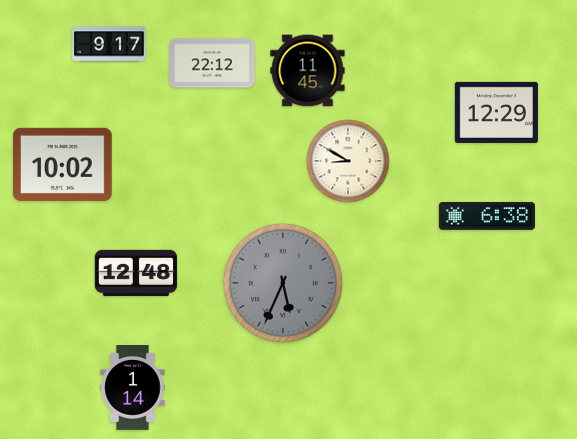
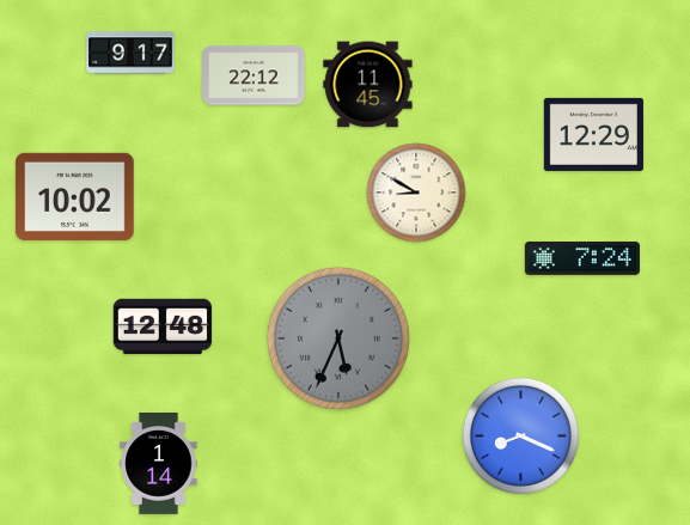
clock at (487, 216): 6:38 -> 7:24
clock at (520, 435): none -> 8:19
